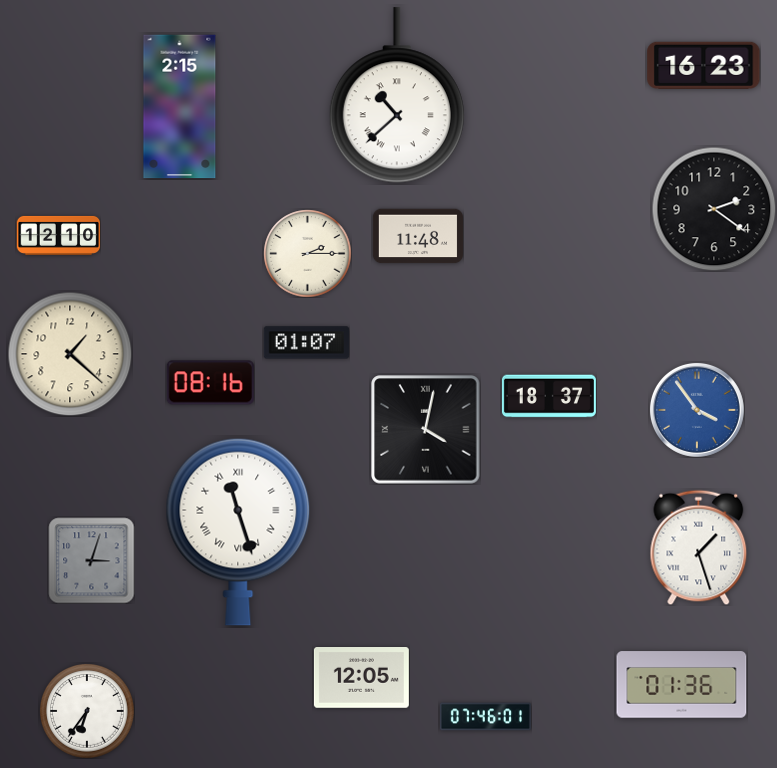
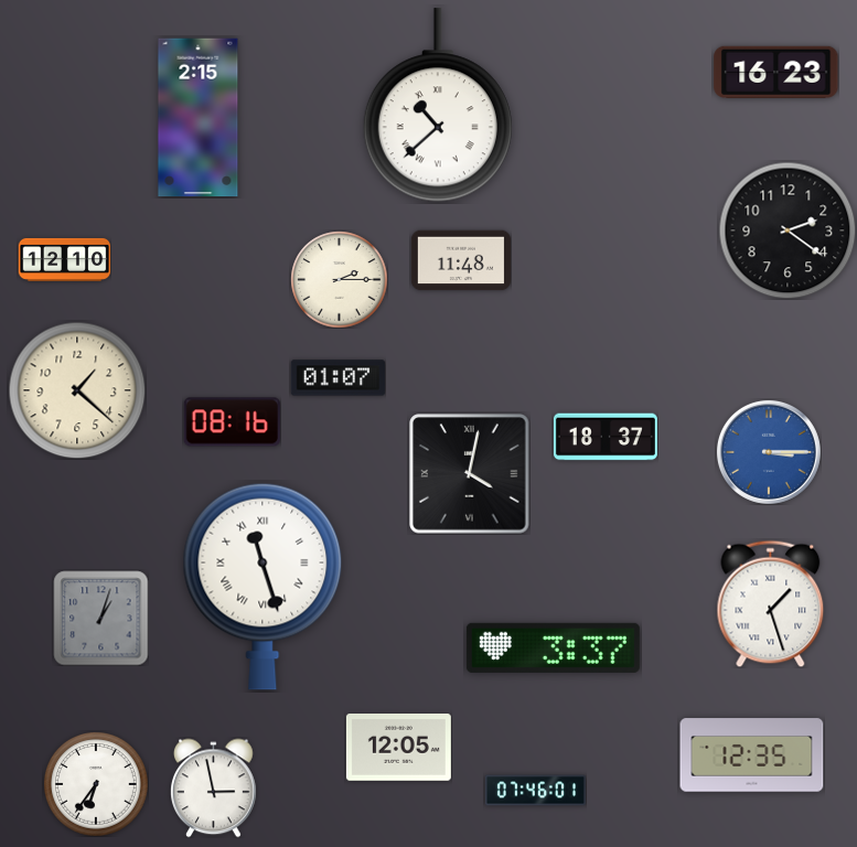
clock at (697, 410): 3:54 -> 3:15
clock at (91, 560): 3:03 -> 1:03
clock at (553, 647): none -> 3:37
clock at (682, 685): 01:36 -> 12:35
clock at (214, 787): none -> 2:58
